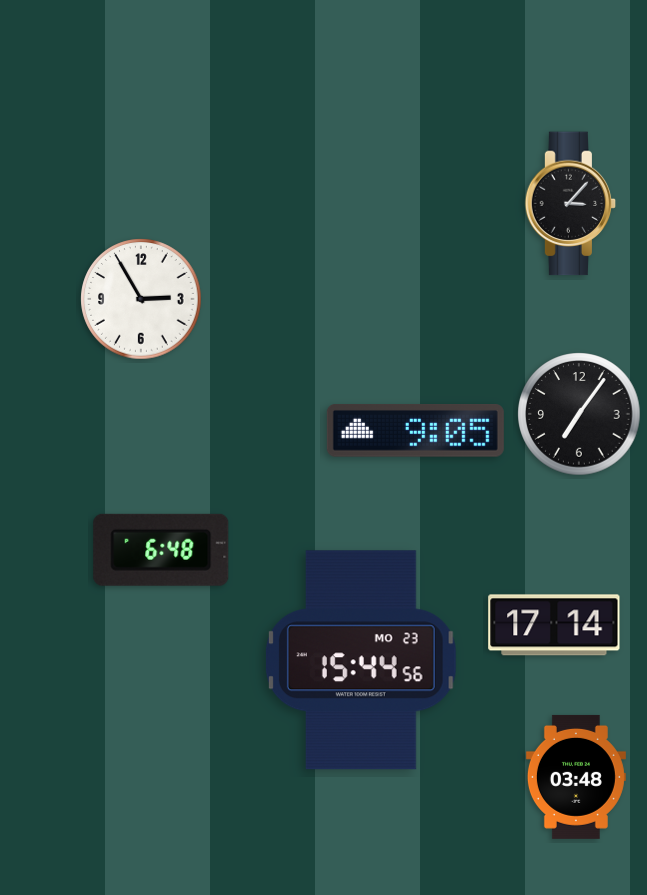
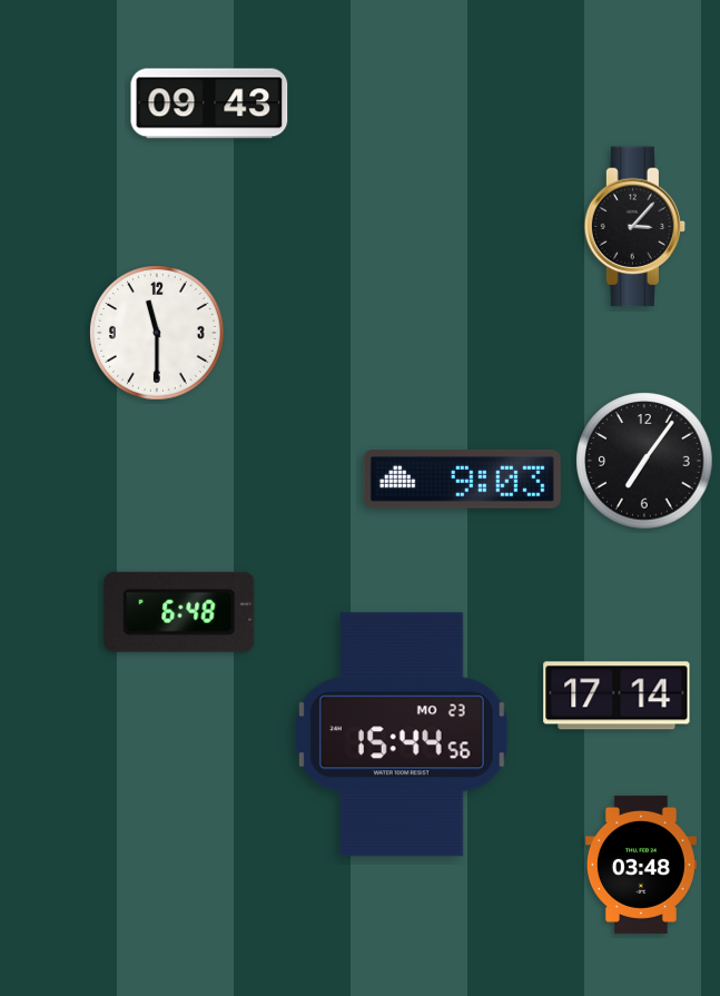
clock at (209, 103): none -> 09:43
clock at (141, 299): 2:55 -> 11:30
clock at (415, 431): 9:05 -> 9:03
